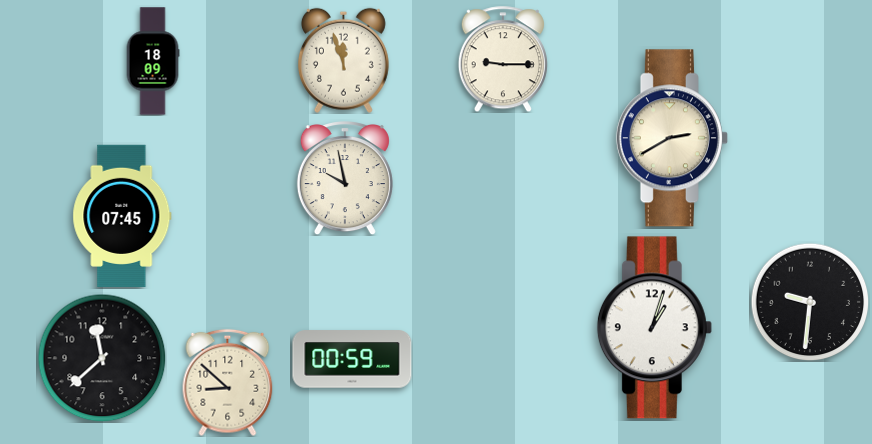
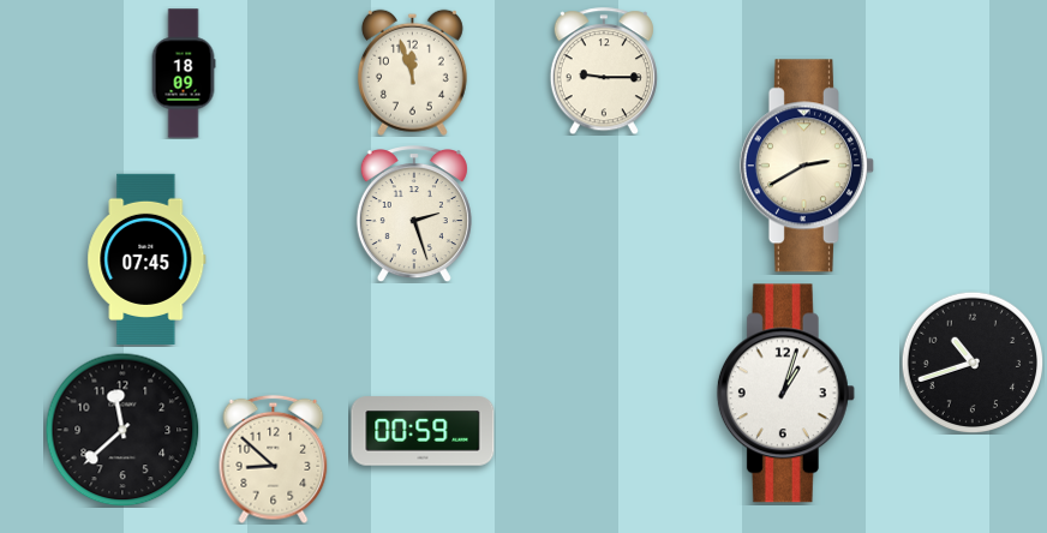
clock at (345, 179): 9:58 -> 2:27
clock at (810, 302): 9:31 -> 10:42
